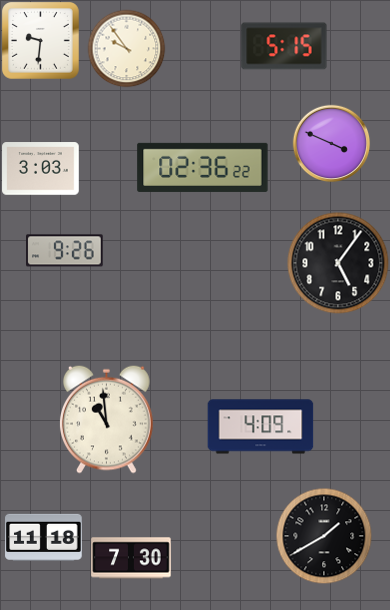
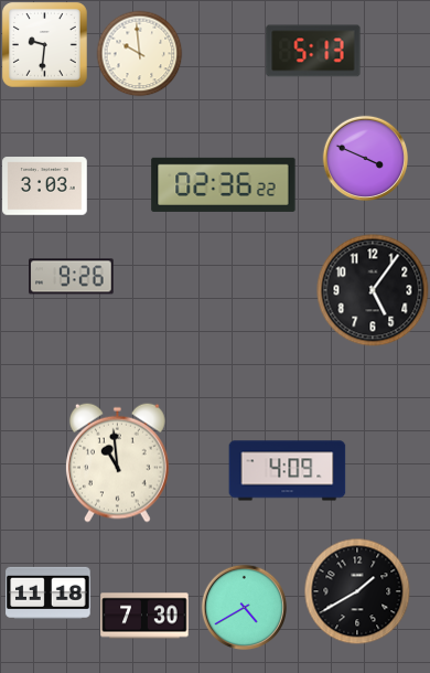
clock at (284, 46): 5:15 -> 5:13
clock at (126, 48): 9:54 -> 9:59
clock at (244, 607): none -> 4:40
